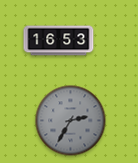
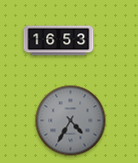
clock at (71, 121): 2:35 -> 4:35
